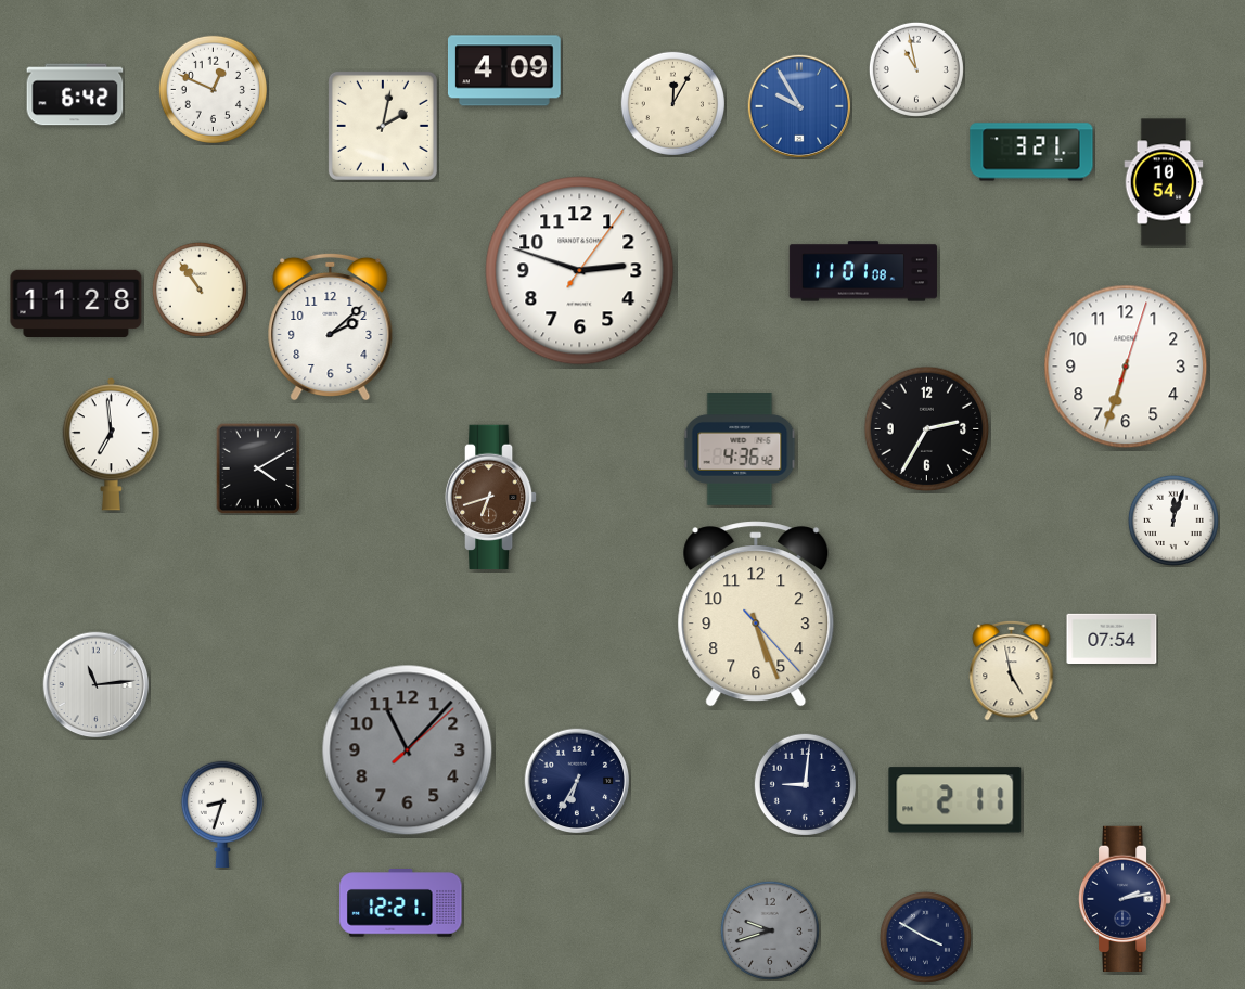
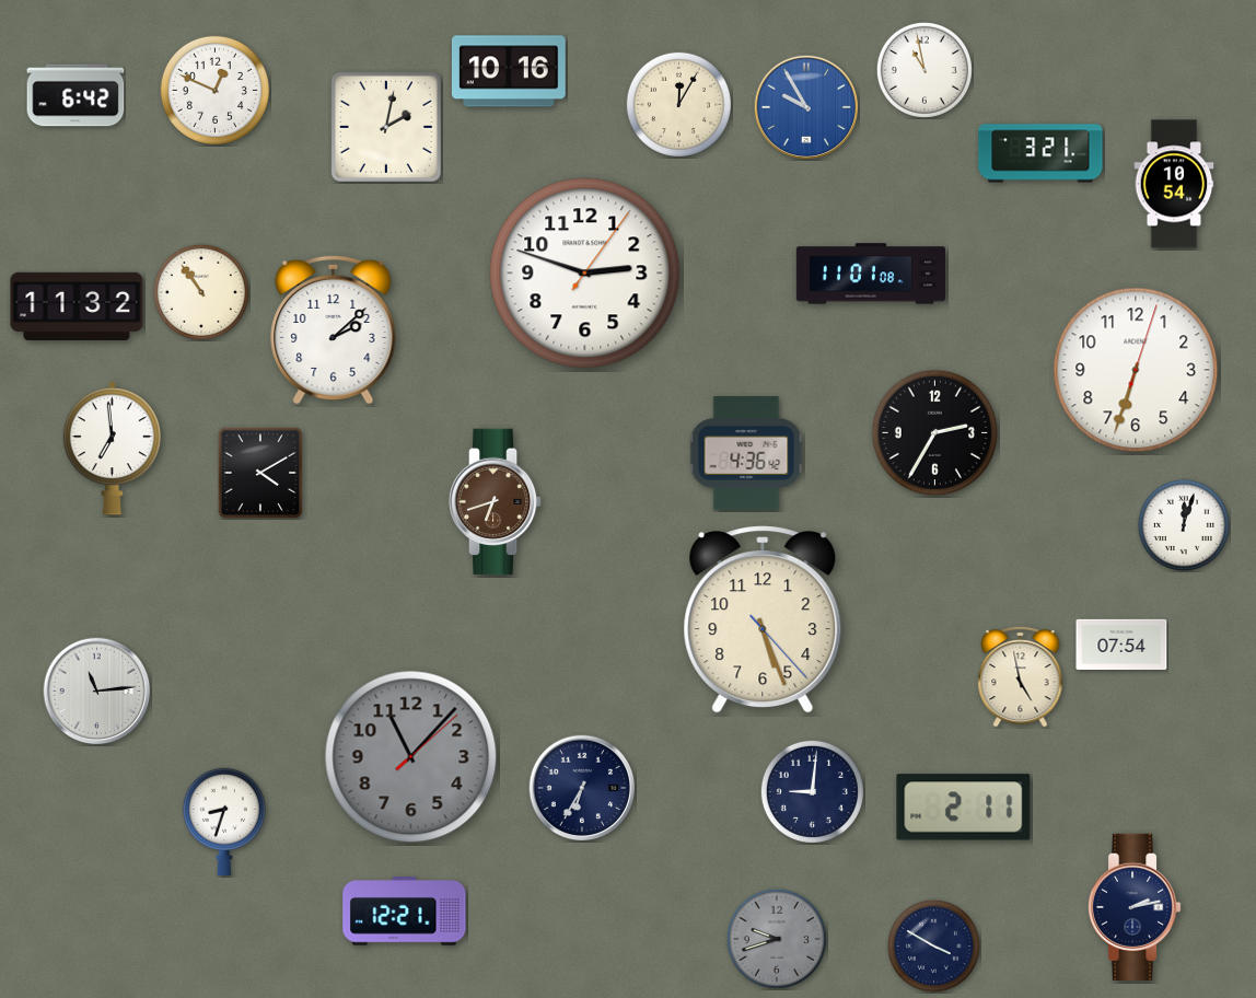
clock at (504, 70): 4:09 -> 10:16
clock at (76, 303): 11:28 -> 11:32
